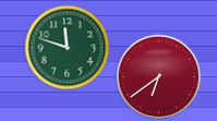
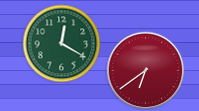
clock at (67, 47): 11:48 -> 12:20
